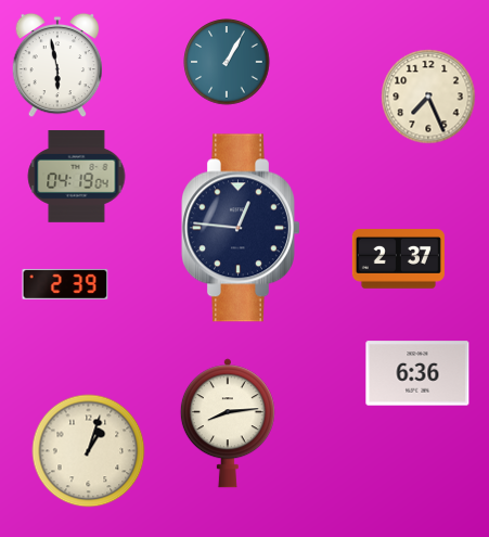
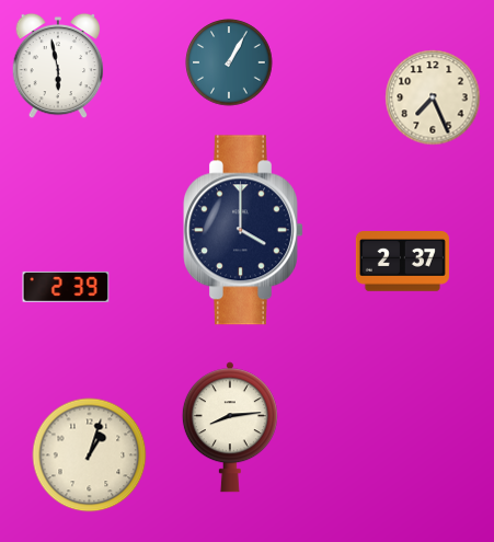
clock at (77, 177): 04:19 -> none
clock at (242, 228): 12:46 -> 4:00
clock at (417, 373): 6:36 -> none
